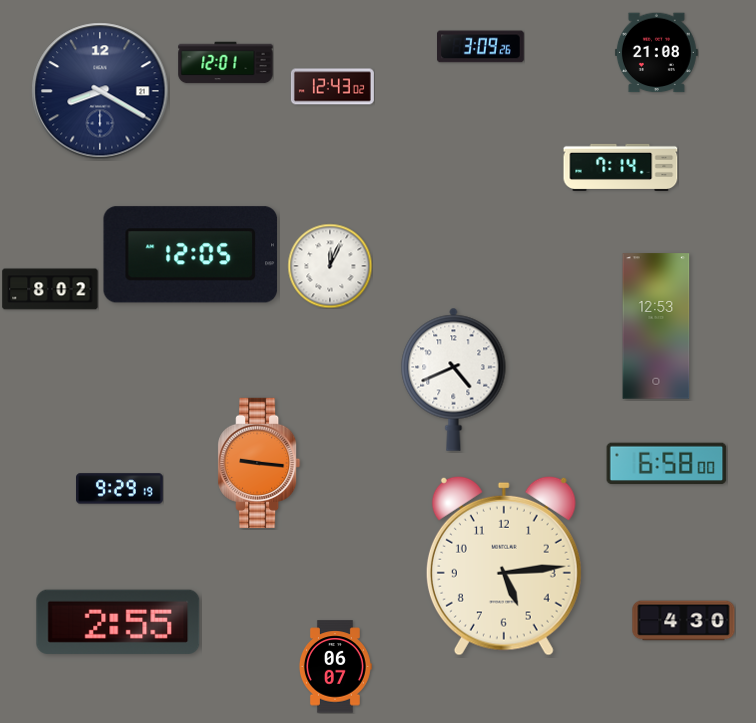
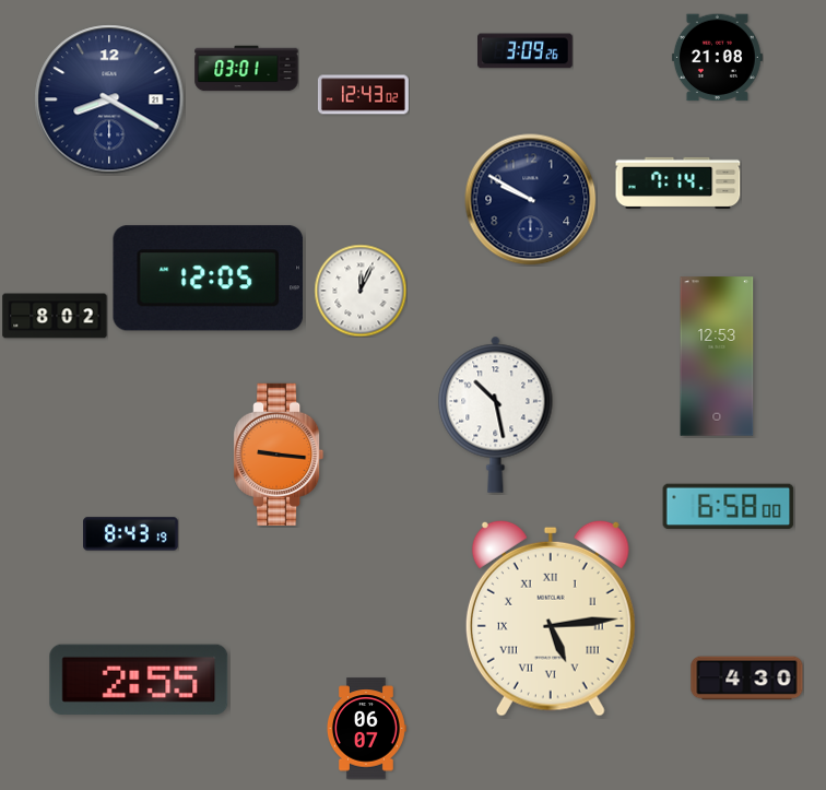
clock at (226, 63): 12:01 -> 03:01
clock at (531, 200): none -> 9:50
clock at (454, 379): 4:41 -> 10:28
clock at (259, 463) position: (259, 463) -> (279, 455)
clock at (120, 489): 9:29 -> 8:43
clock at (504, 566) numerals: Arabic -> Roman
clock at (118, 622) position: (118, 622) -> (139, 680)
